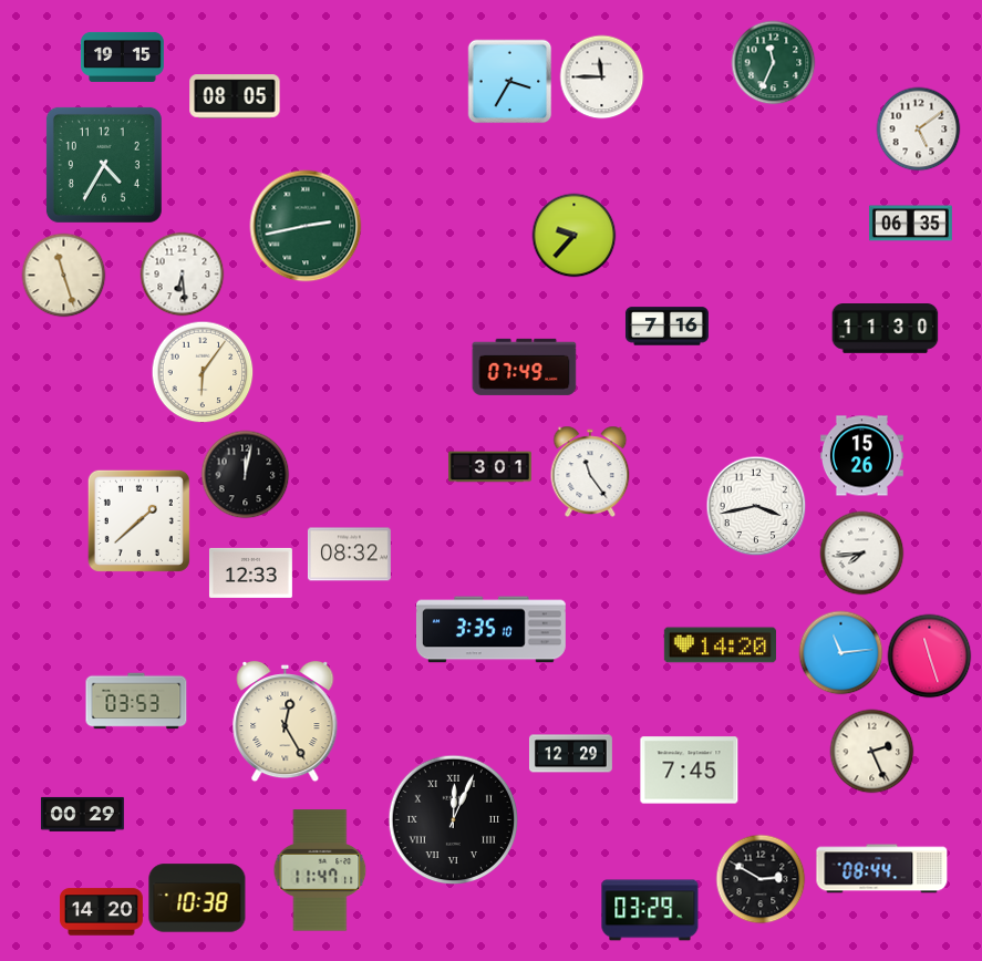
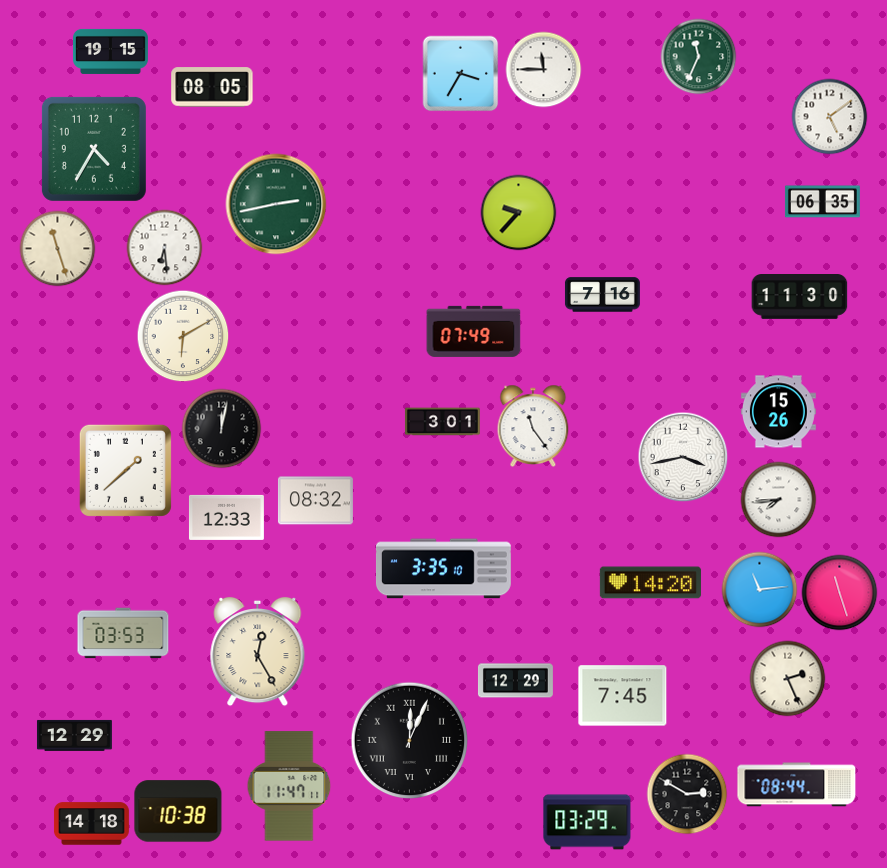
clock at (203, 372): 6:06 -> 6:10
clock at (82, 814): 00:29 -> 12:29
clock at (101, 912): 14:20 -> 14:18
